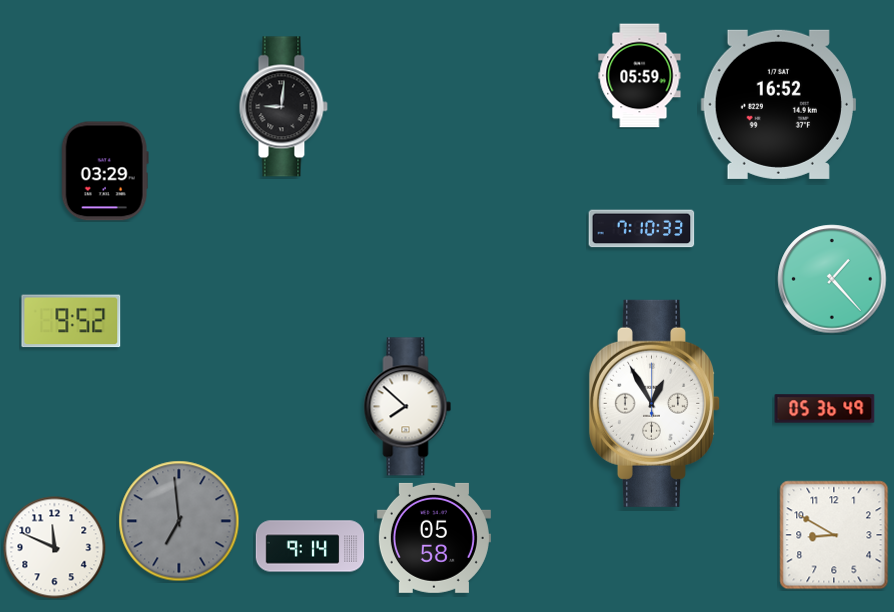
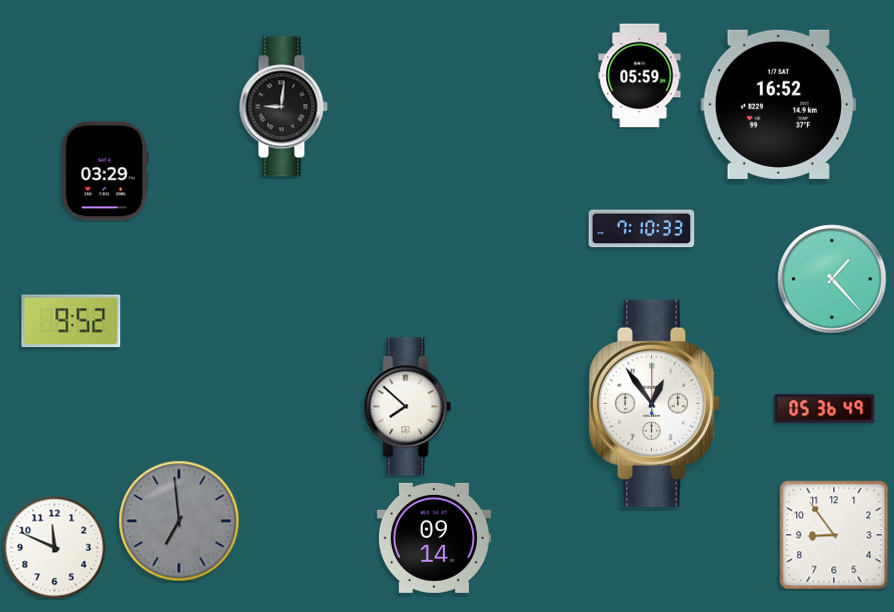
clock at (654, 403): 12:55 -> 12:54
clock at (834, 535): 8:50 -> 8:54
clock at (434, 538): 05:58 -> 09:14
clock at (310, 546): 9:14 -> none
